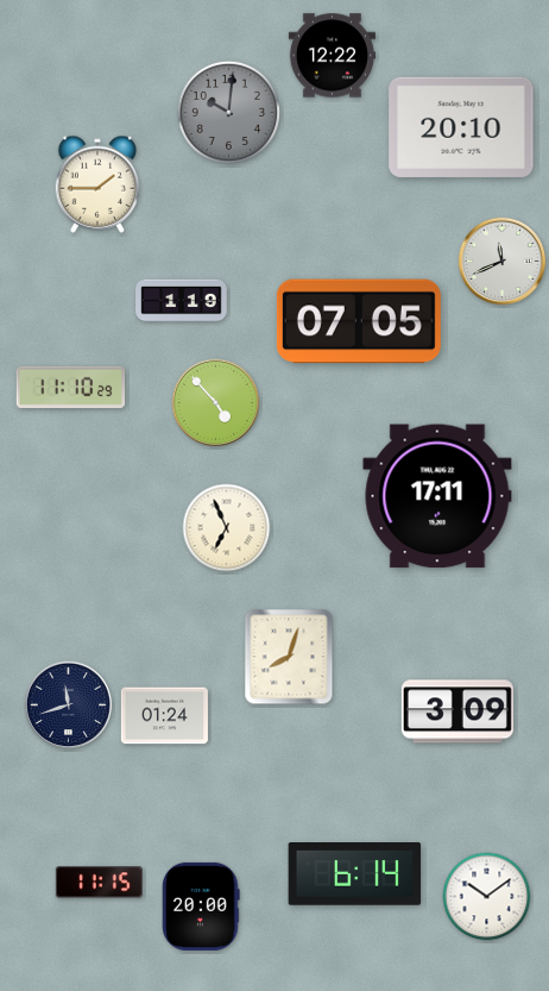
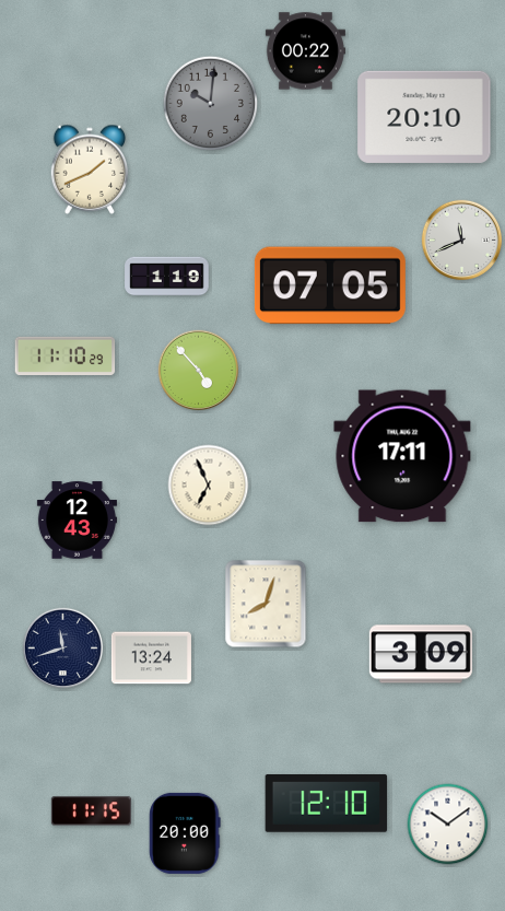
clock at (332, 56): 12:22 -> 00:22
clock at (97, 184): 1:45 -> 1:41
clock at (359, 321) position: (359, 321) -> (330, 285)
clock at (77, 521): none -> 12:43
clock at (164, 716): 01:24 -> 13:24
clock at (355, 874): 6:14 -> 12:10
